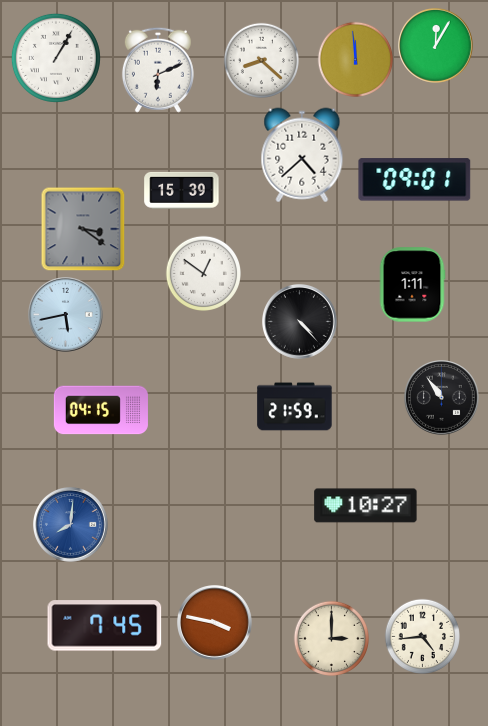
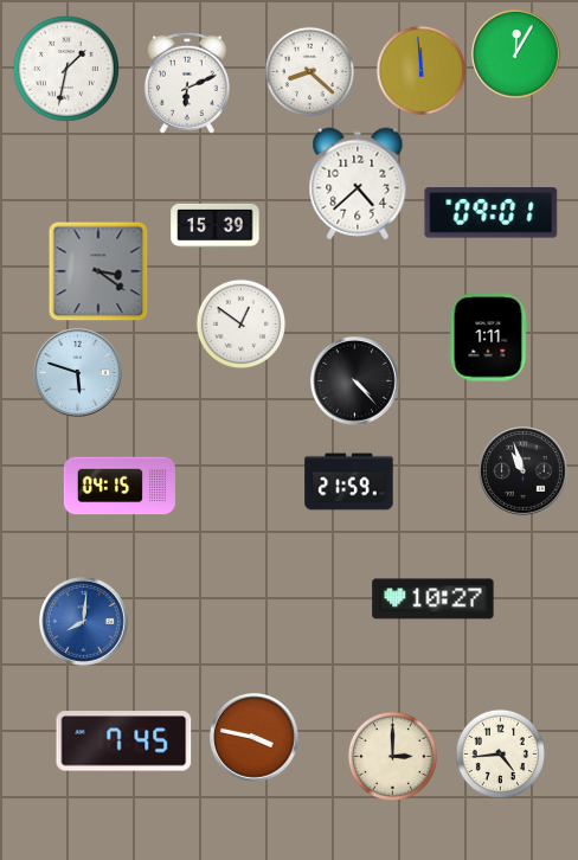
clock at (56, 58): 1:05 -> 1:32
clock at (66, 315): 5:43 -> 5:48
clock at (442, 398): 10:54 -> 10:57
